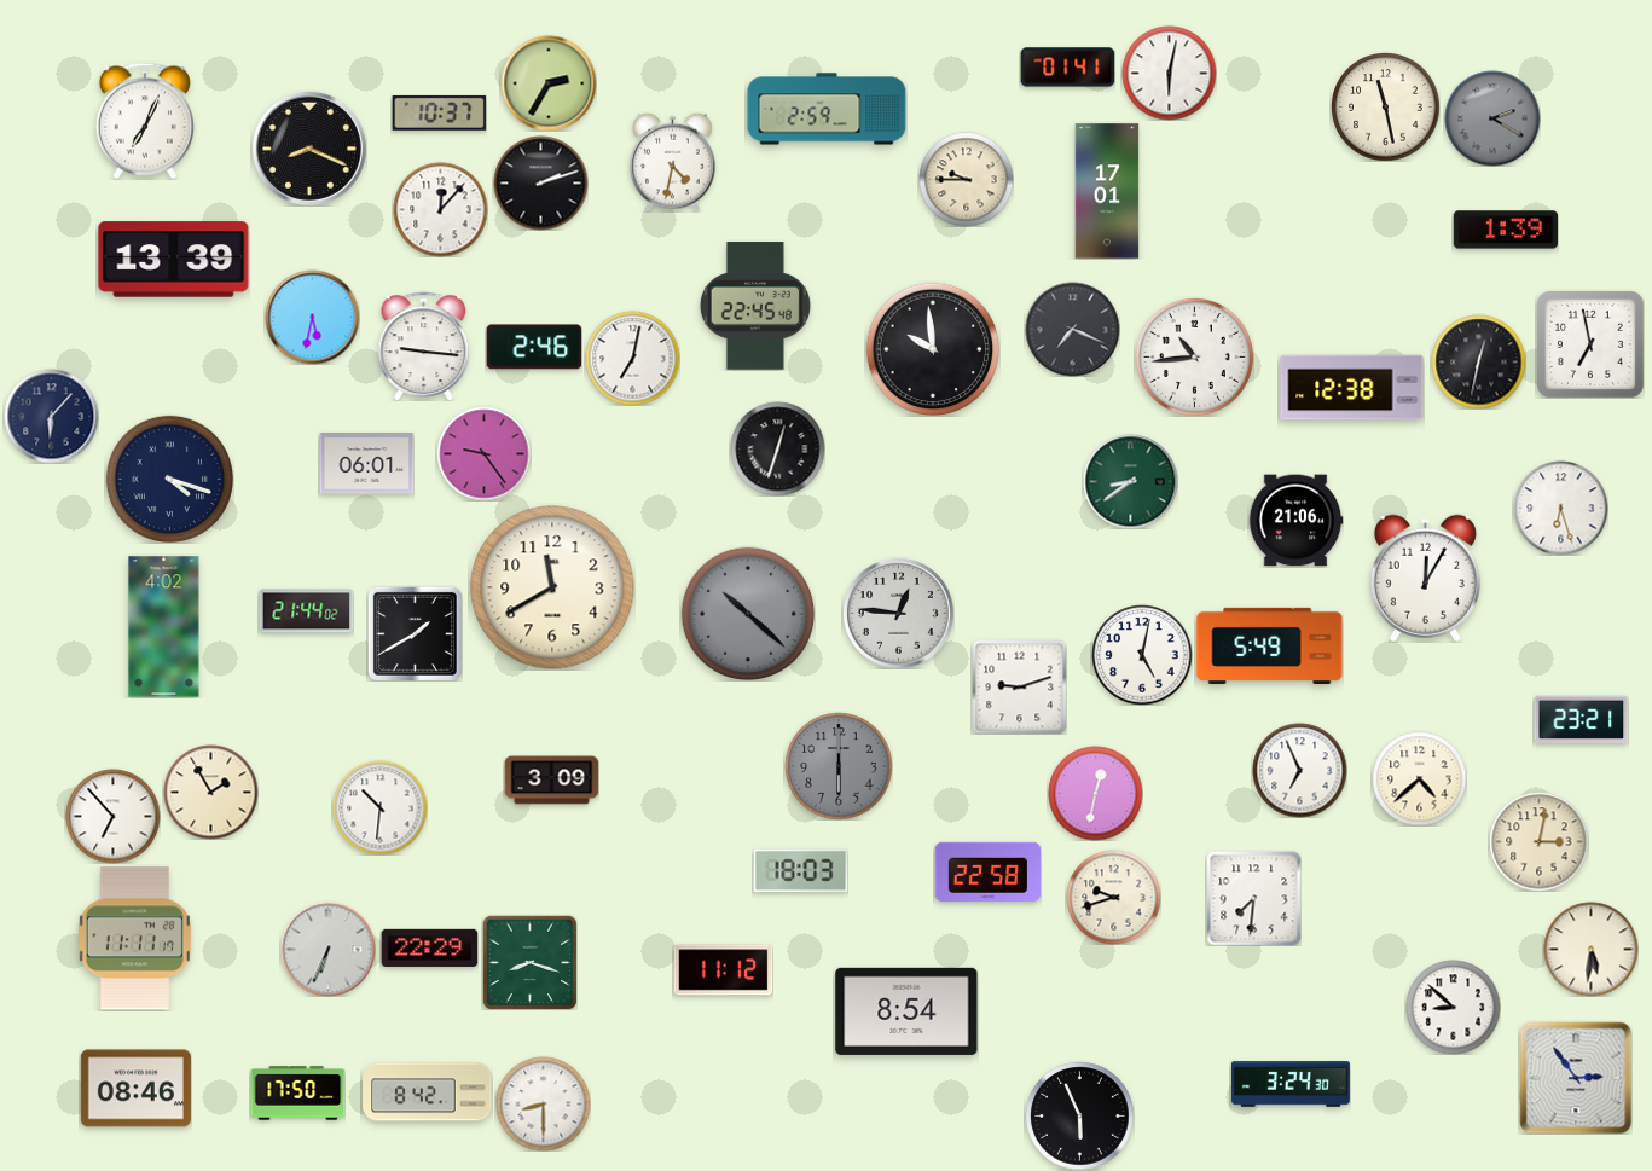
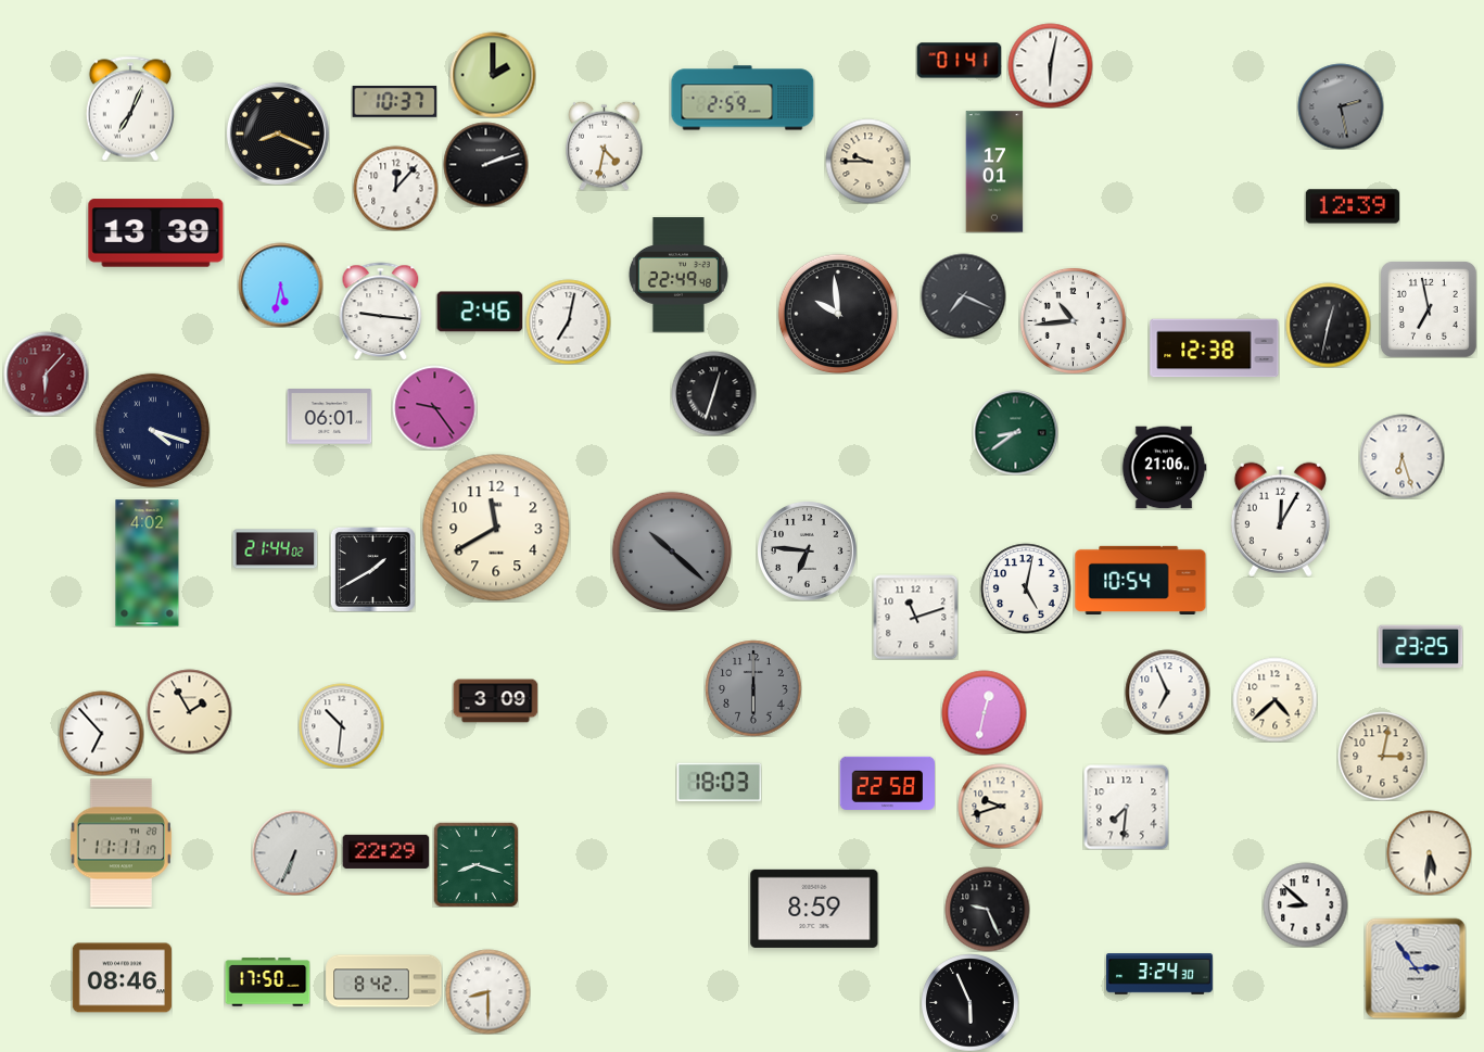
clock at (549, 83): 2:35 -> 2:00
clock at (1385, 106): 11:28 -> none
clock at (1492, 118): 2:20 -> 2:28
clock at (1506, 230): 1:39 -> 12:39
clock at (755, 306): 22:45 -> 22:49
clock at (51, 416) dial: navy -> burgundy
clock at (777, 448) position: (777, 448) -> (713, 393)
clock at (898, 613): 12:46 -> 6:46
clock at (1270, 645): 5:49 -> 10:54
clock at (1019, 686): 9:12 -> 11:12
clock at (1581, 720): 23:21 -> 23:25
clock at (723, 970): 11:12 -> none
clock at (906, 1011): 8:54 -> 8:59
clock at (987, 909): none -> 9:26
